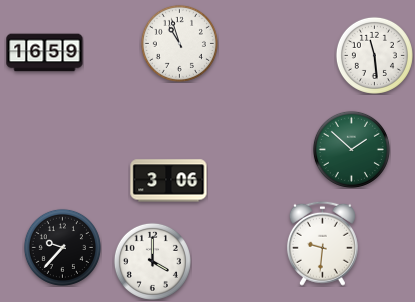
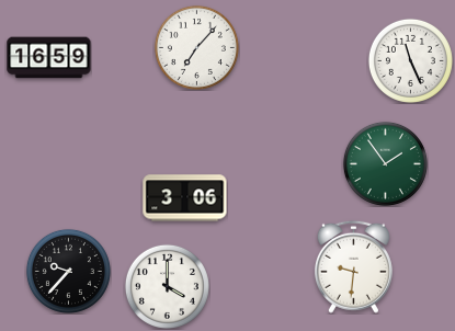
clock at (179, 43): 10:57 -> 7:07
clock at (374, 55): 11:29 -> 11:26
clock at (351, 149): 1:52 -> 1:54
